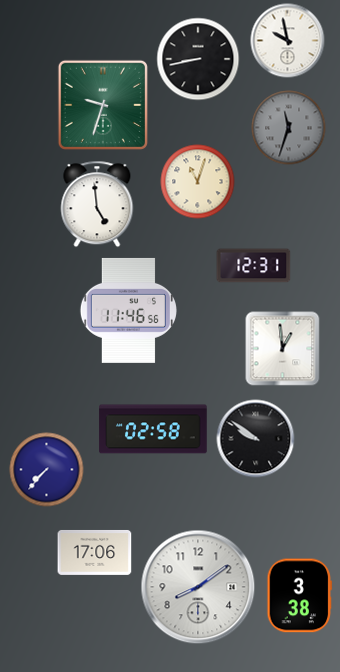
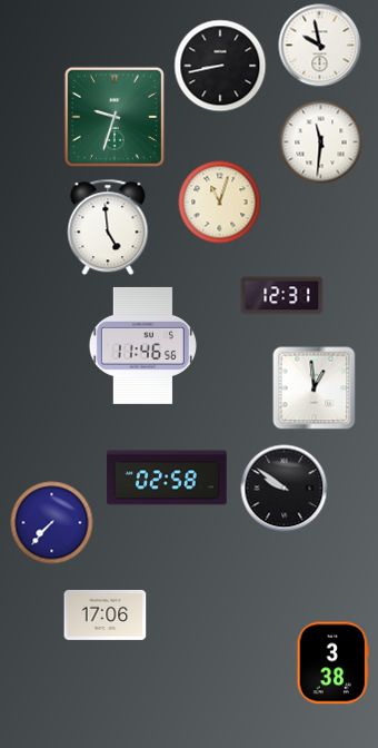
clock at (289, 128): 11:33 -> 11:31
clock at (289, 128) dial: grey -> white
clock at (153, 429) position: (153, 429) -> (167, 478)
clock at (198, 587): 8:09 -> none
